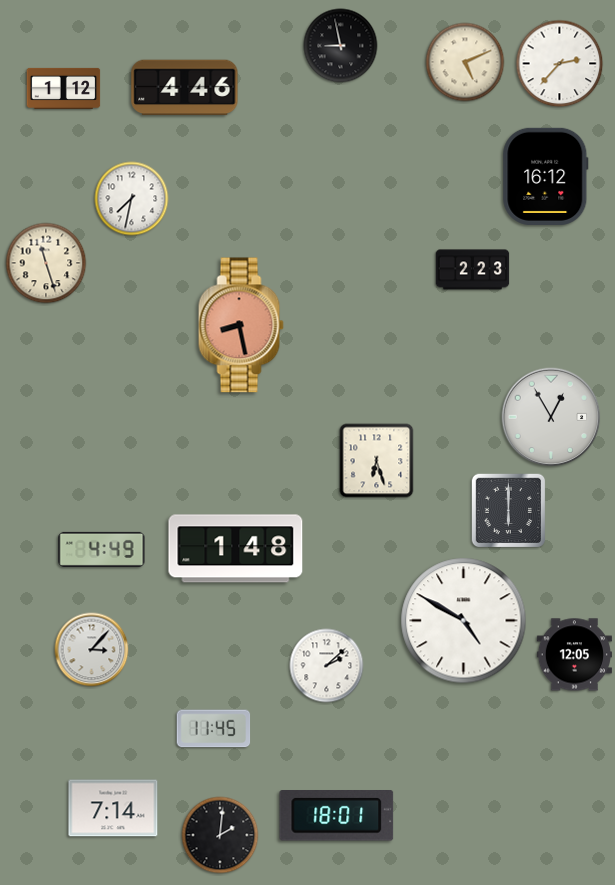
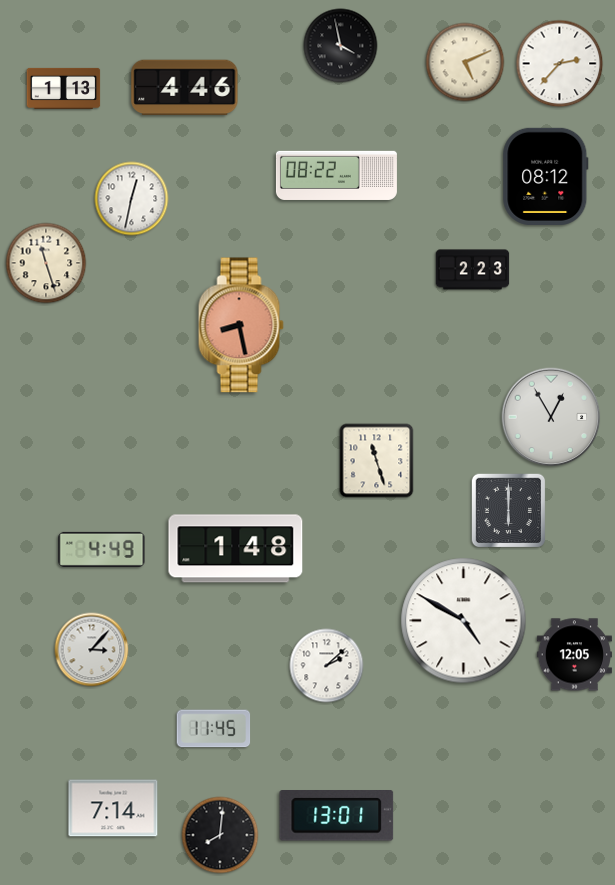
clock at (341, 46): 8:58 -> 3:58
clock at (64, 88): 1:12 -> 1:13
clock at (336, 175): none -> 08:22
clock at (546, 176): 16:12 -> 08:12
clock at (132, 199): 7:32 -> 12:32
clock at (377, 461): 6:27 -> 11:27
clock at (337, 816): 18:01 -> 13:01
clock at (220, 835): 2:01 -> 8:01
